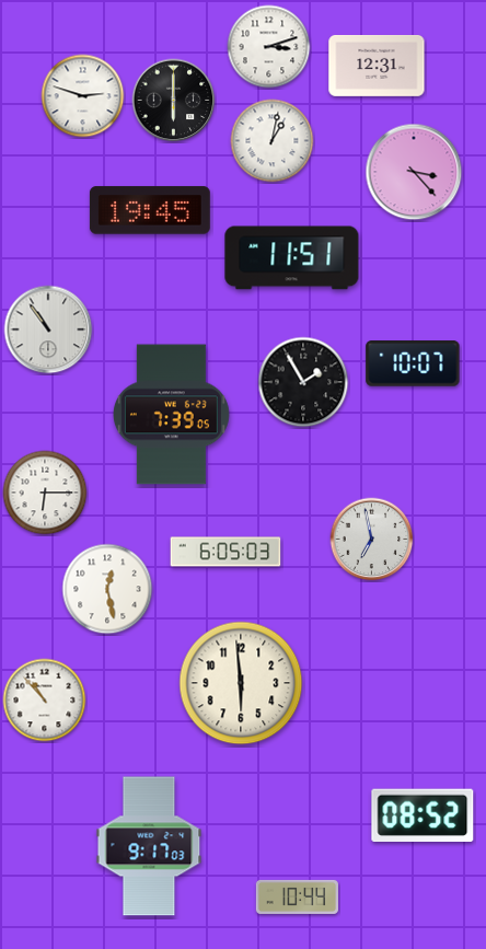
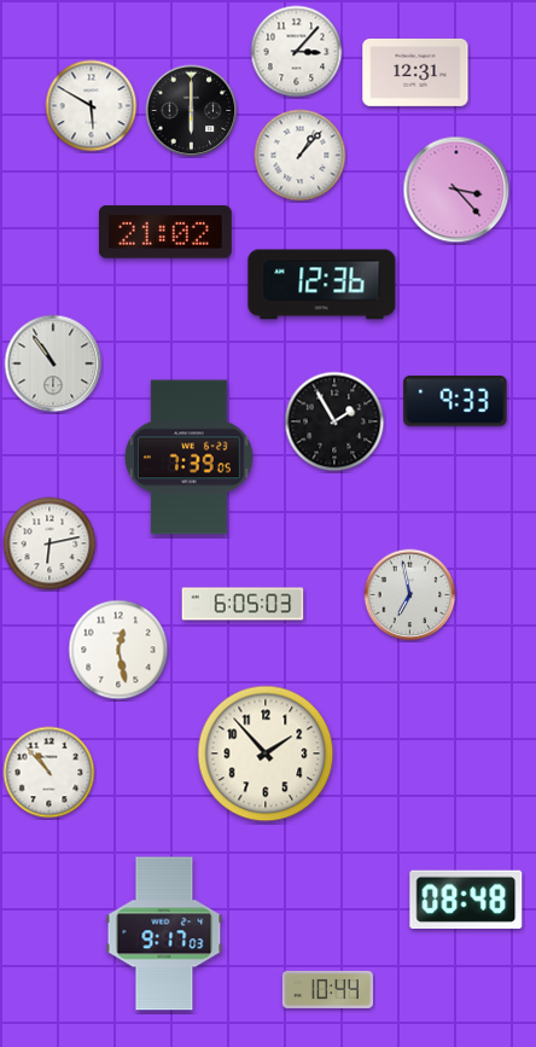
clock at (269, 47): 3:12 -> 3:07
clock at (83, 96): 2:48 -> 5:50
clock at (273, 141): 1:02 -> 1:07
clock at (150, 210): 19:45 -> 21:02
clock at (292, 258): 11:51 -> 12:36
clock at (413, 363): 10:07 -> 9:33
clock at (45, 493): 6:15 -> 6:13
clock at (225, 552) position: (225, 552) -> (243, 604)
clock at (241, 683): 5:59 -> 1:53
clock at (423, 814): 08:52 -> 08:48
